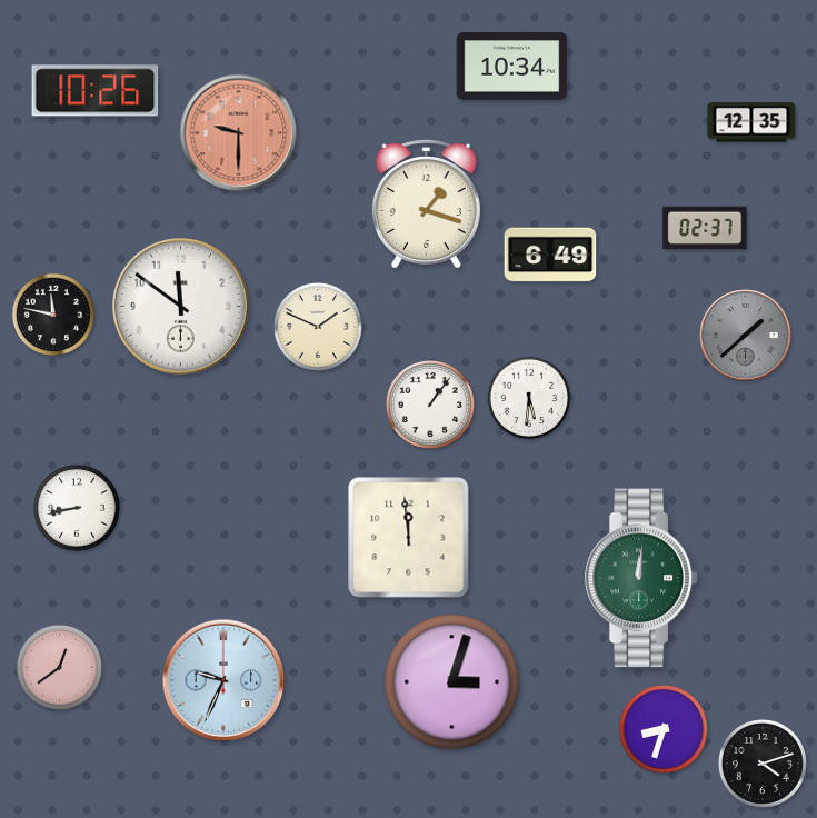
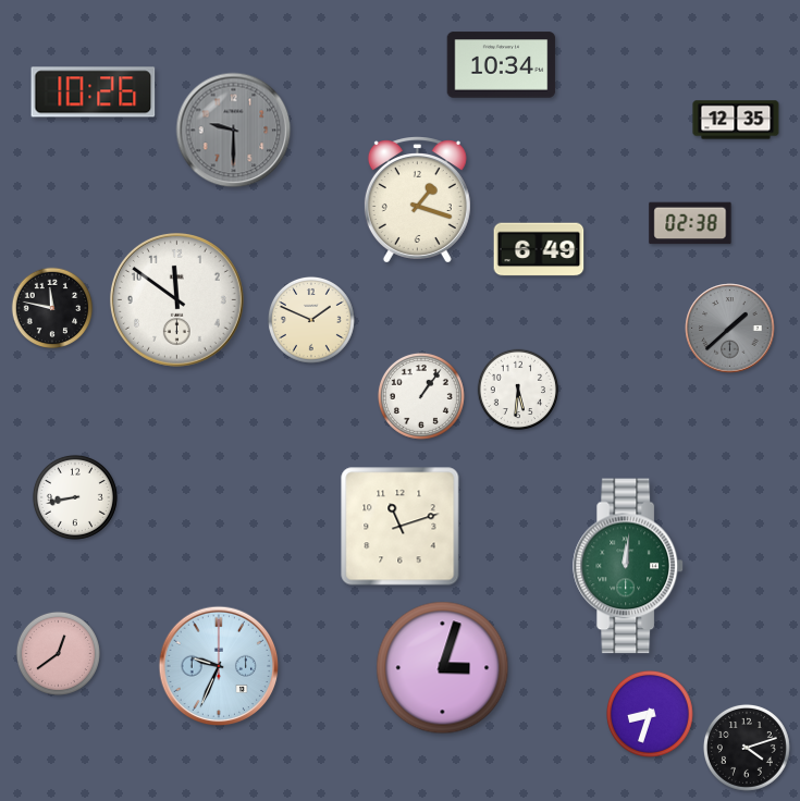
clock at (96, 91) position: (96, 91) -> (94, 93)
clock at (239, 133) dial: salmon -> grey
clock at (705, 228): 02:37 -> 02:38
clock at (409, 538): 11:59 -> 11:12
